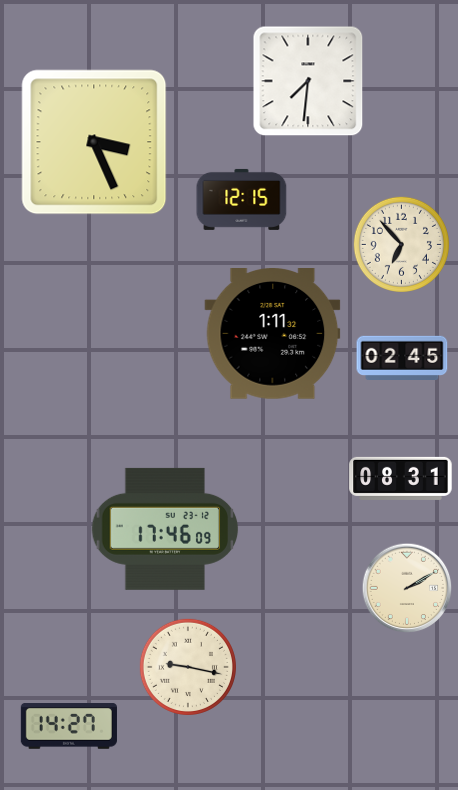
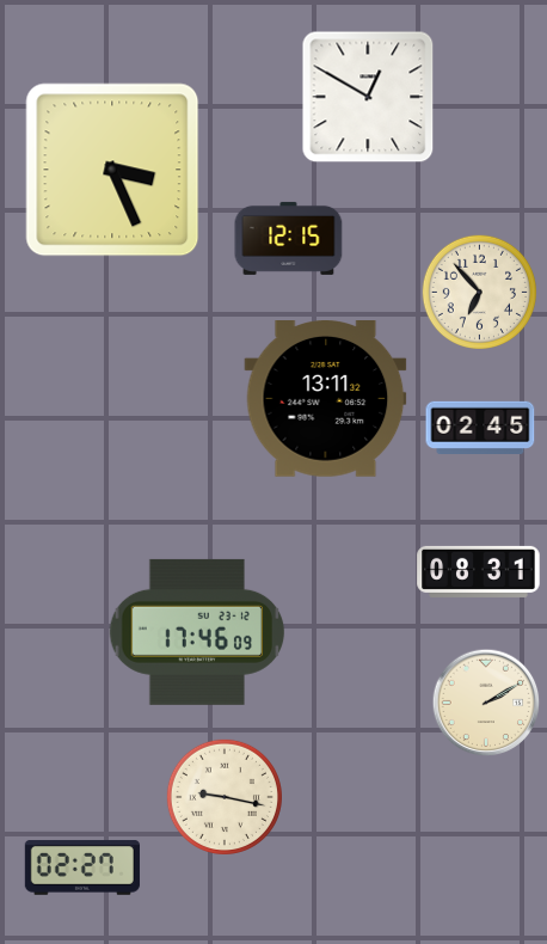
clock at (308, 81): 7:31 -> 12:50
clock at (273, 334): 1:11 -> 13:11
clock at (69, 727): 14:27 -> 02:27
